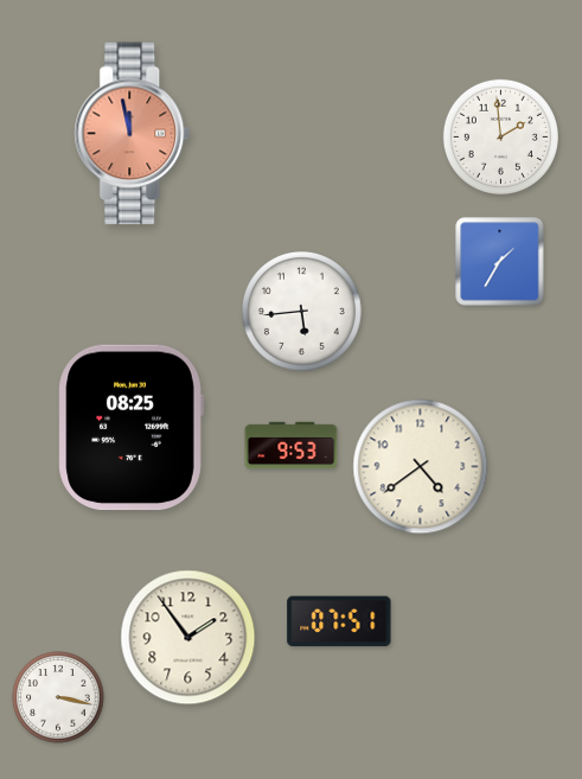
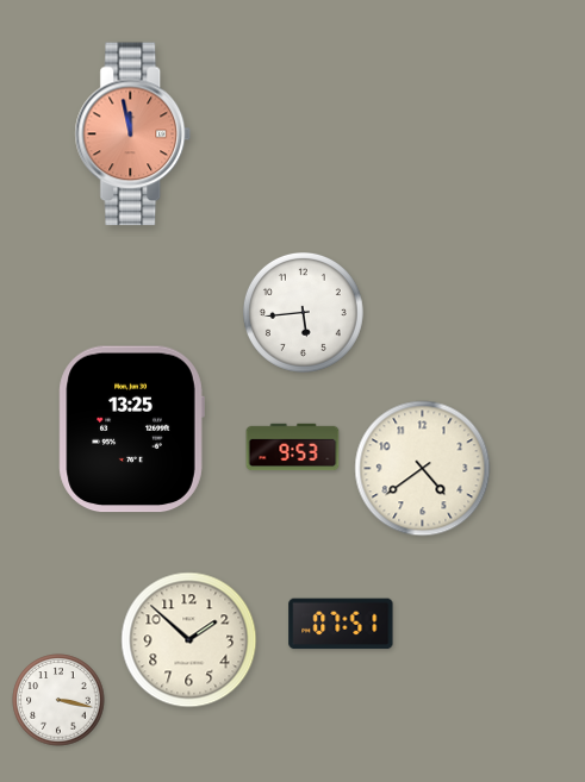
clock at (500, 136): 1:59 -> none
clock at (500, 262): 1:35 -> none
clock at (130, 428): 08:25 -> 13:25
clock at (188, 638): 1:54 -> 1:52
